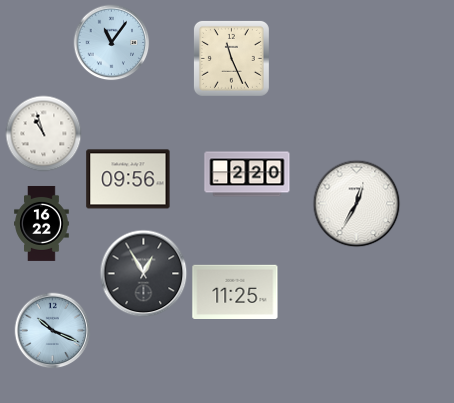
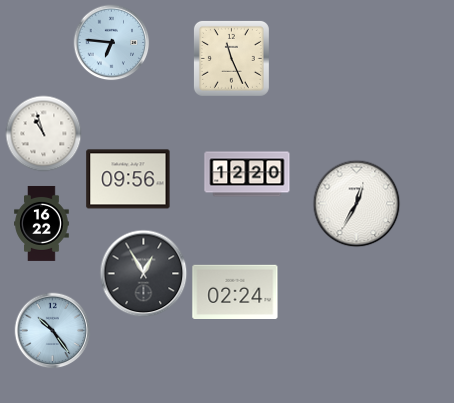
clock at (112, 43): 11:06 -> 6:46
clock at (247, 174): 2:20 -> 12:20
clock at (235, 291): 11:25 -> 02:24
clock at (53, 331): 10:19 -> 10:24
